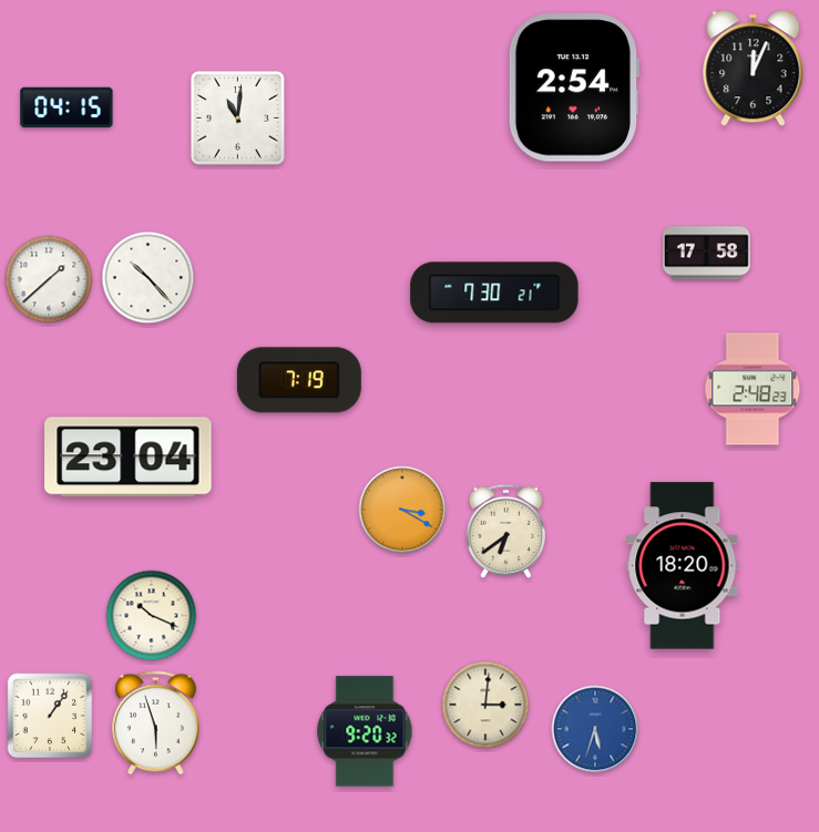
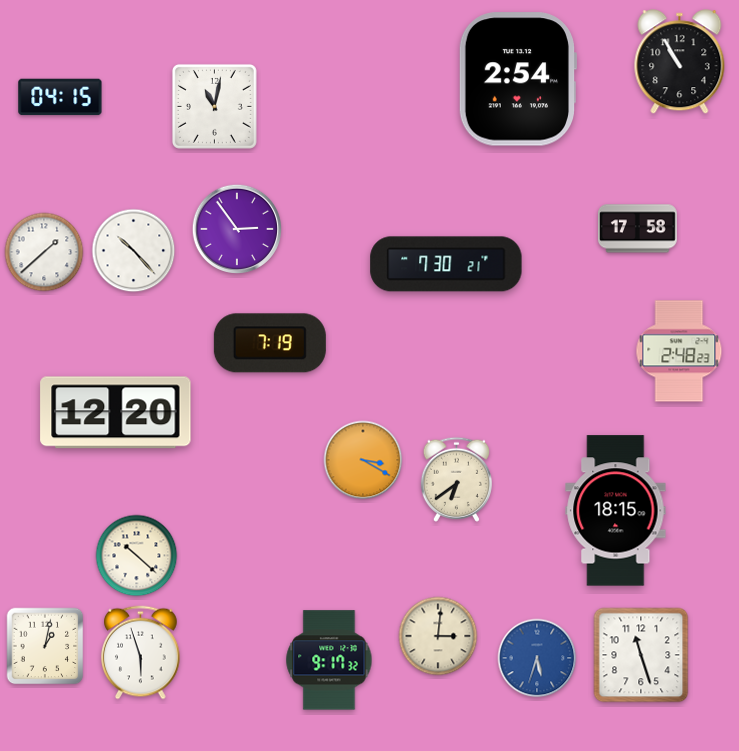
clock at (754, 69): 12:04 -> 10:55
clock at (237, 117): 11:01 -> 11:02
clock at (236, 228): none -> 2:54
clock at (129, 458): 23:04 -> 12:20
clock at (683, 566): 18:20 -> 18:15
clock at (152, 616): 10:19 -> 10:22
clock at (50, 716): 1:06 -> 1:02
clock at (641, 655): none -> 11:27
clock at (365, 731): 9:20 -> 9:17
